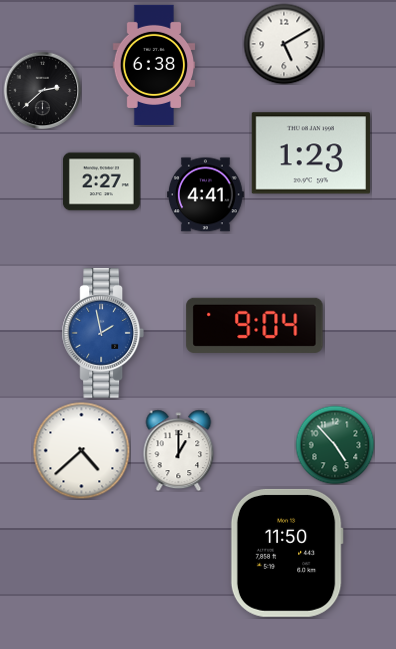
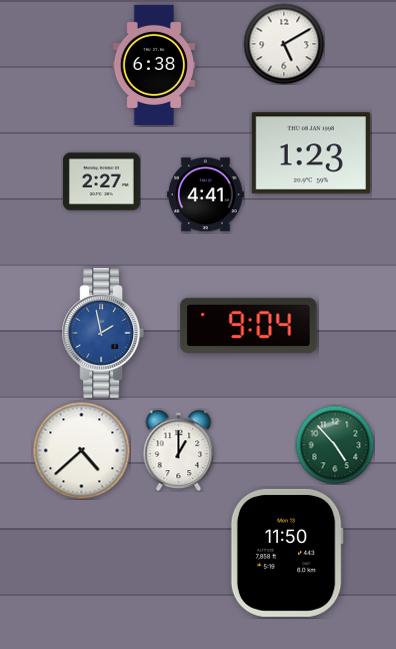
clock at (42, 90): 2:38 -> none
clock at (255, 325) position: (255, 325) -> (249, 325)
